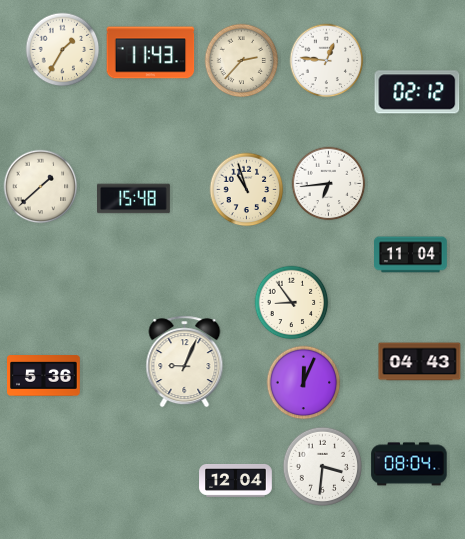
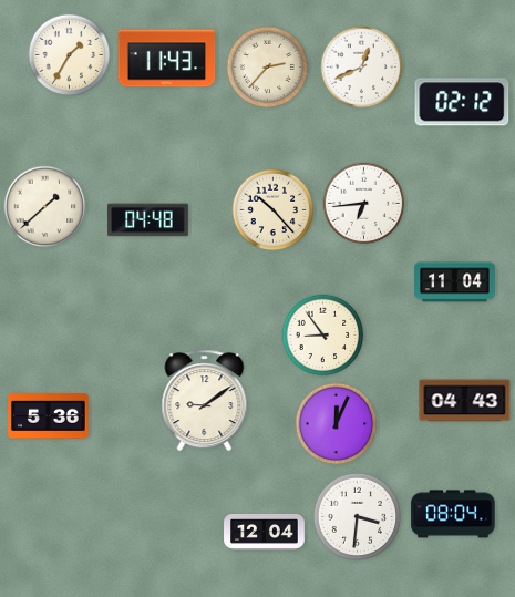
clock at (327, 61): 12:46 -> 12:41
clock at (247, 190): 10:57 -> 10:23
clock at (134, 199): 15:48 -> 04:48
clock at (185, 362): 9:04 -> 9:09
clock at (236, 481) position: (236, 481) -> (265, 533)
